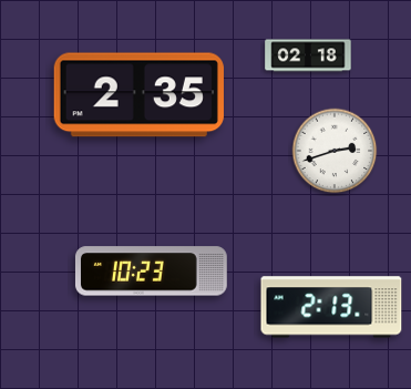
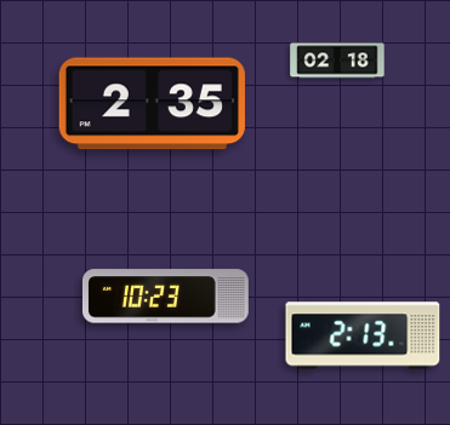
clock at (335, 151): 2:42 -> none
